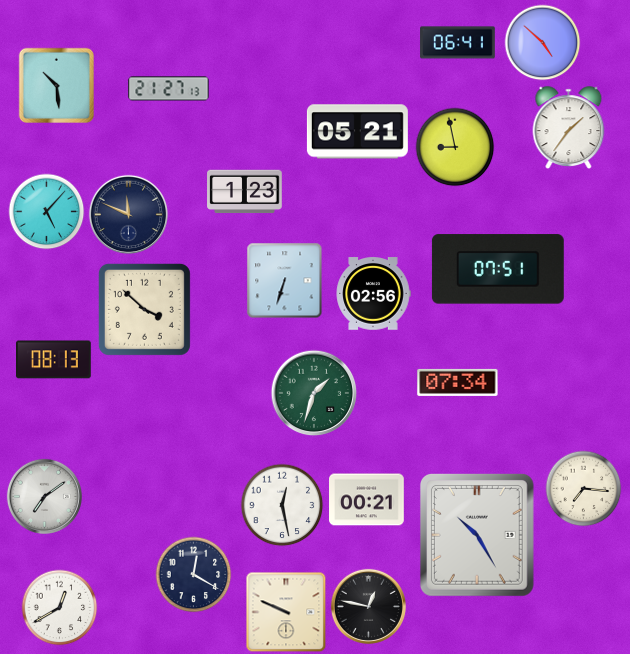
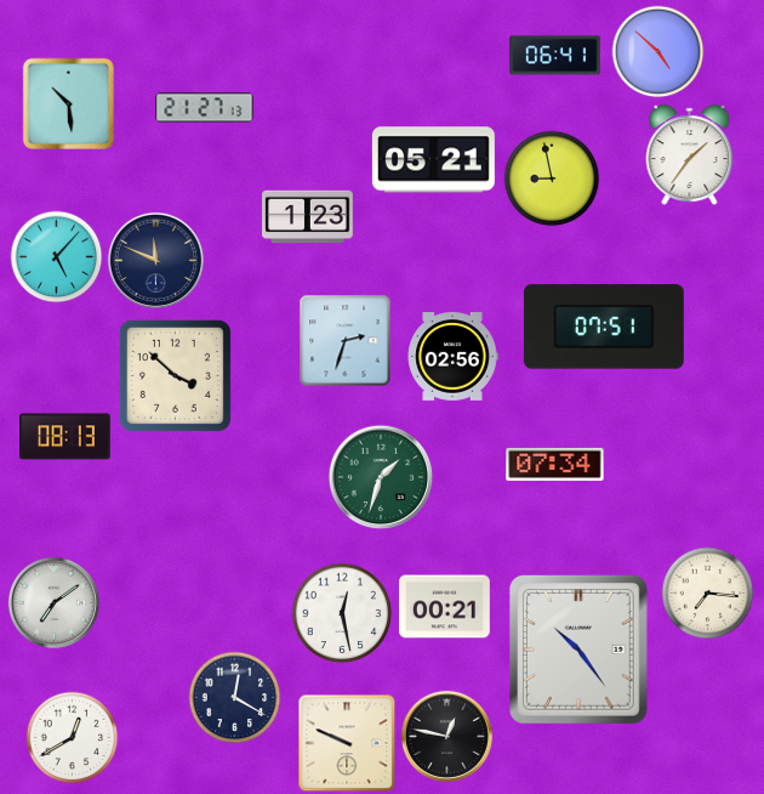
clock at (458, 43) position: (458, 43) -> (555, 56)
clock at (245, 192) position: (245, 192) -> (308, 217)
clock at (285, 281): 6:33 -> 2:33
clock at (477, 536): 10:25 -> 10:24
